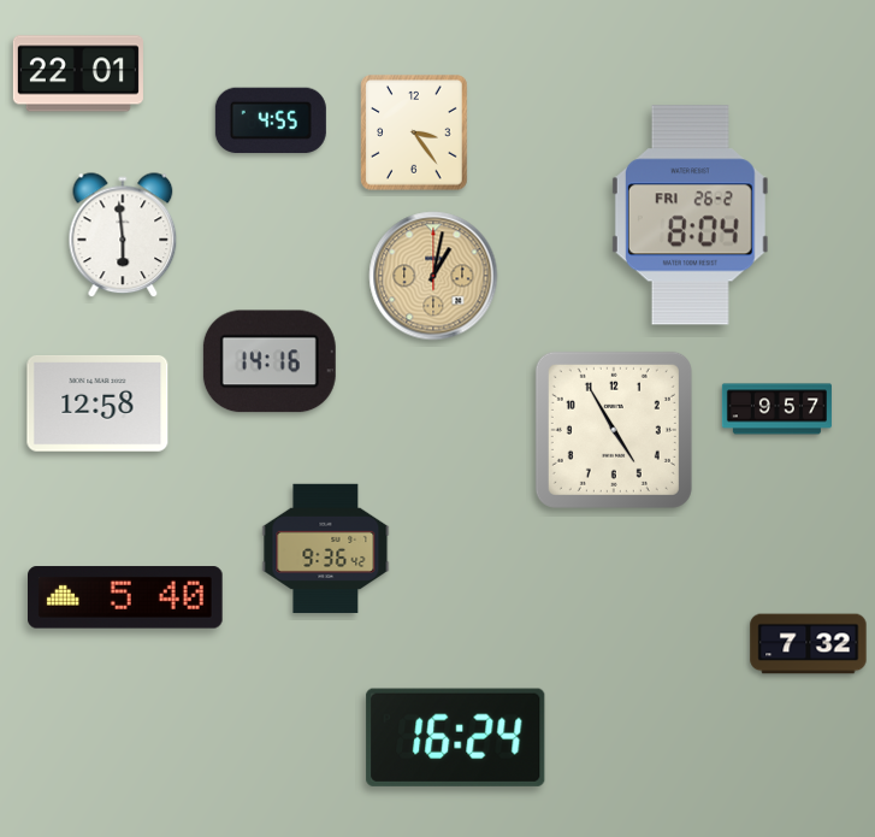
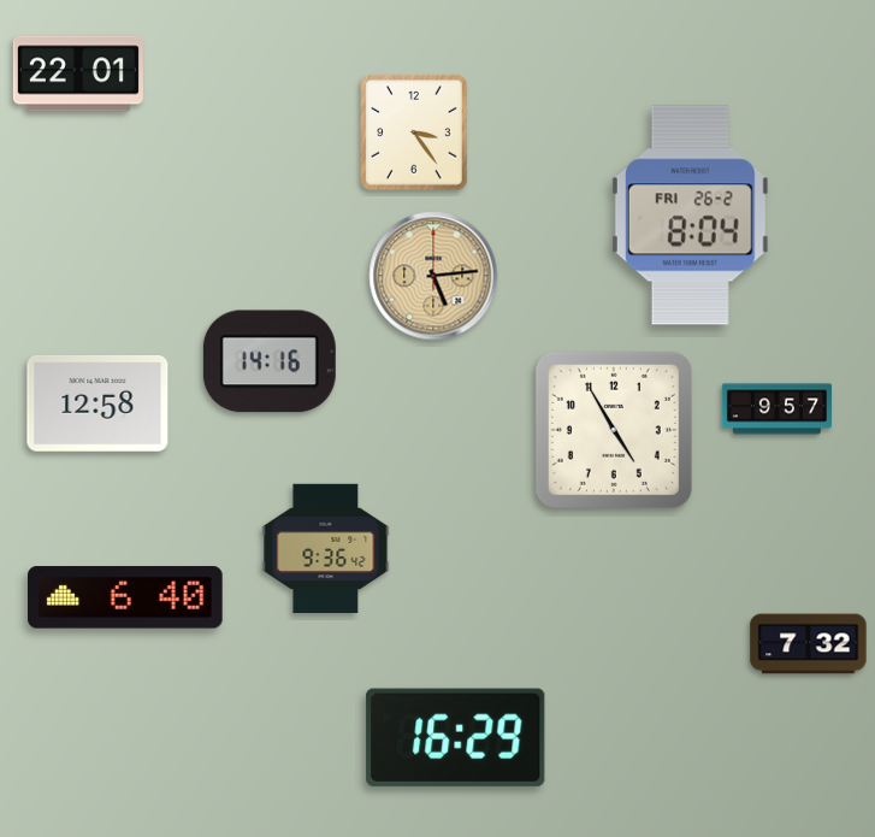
clock at (271, 120): 4:55 -> none
clock at (123, 236): 5:59 -> none
clock at (433, 276): 1:02 -> 5:14
clock at (126, 597): 5:40 -> 6:40
clock at (456, 737): 16:24 -> 16:29
